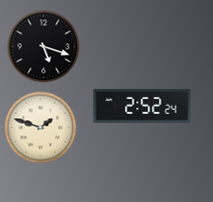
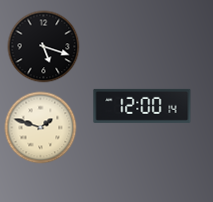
clock at (142, 106): 2:52 -> 12:00
